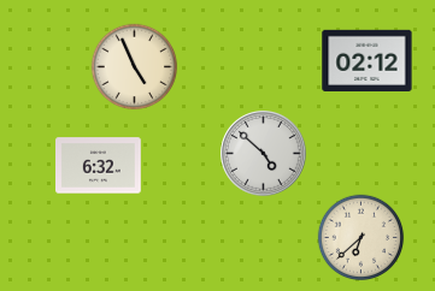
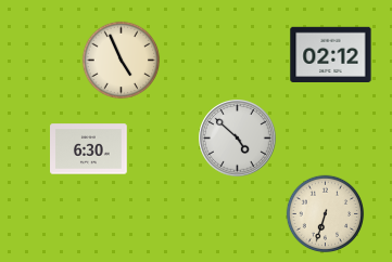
clock at (99, 166): 6:32 -> 6:30
clock at (361, 238): 6:38 -> 6:33
